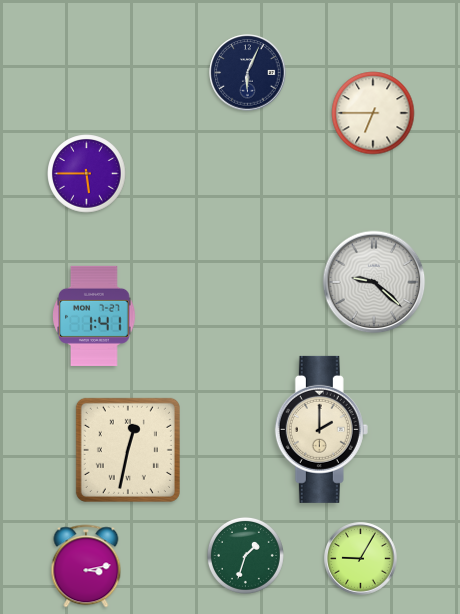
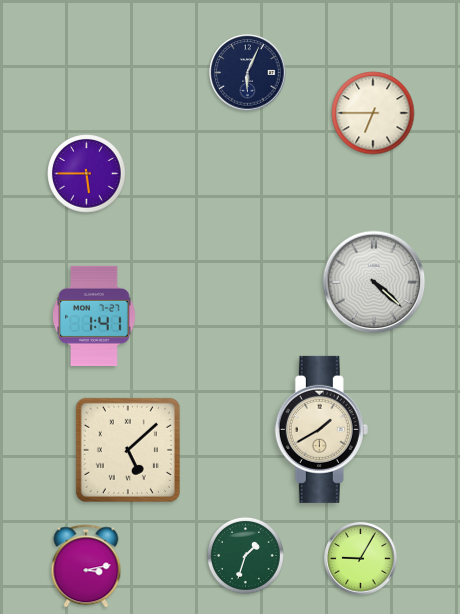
clock at (374, 282): 9:22 -> 4:22
clock at (321, 429): 2:00 -> 1:40
clock at (128, 450): 12:32 -> 5:08
